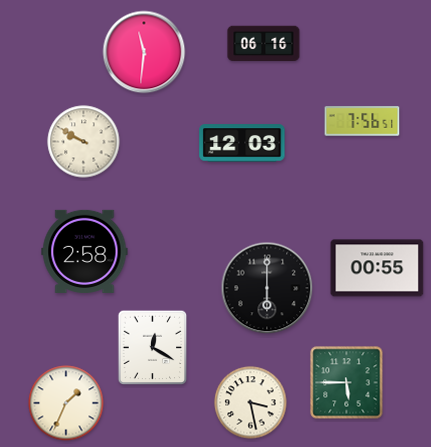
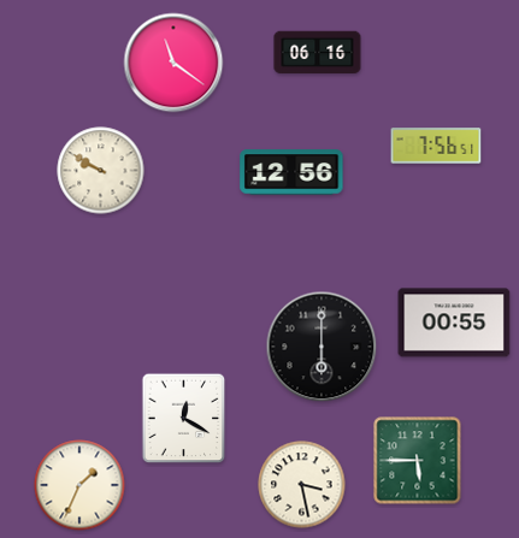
clock at (144, 52): 11:31 -> 11:21
clock at (242, 143): 12:03 -> 12:56
clock at (85, 251): 2:58 -> none
